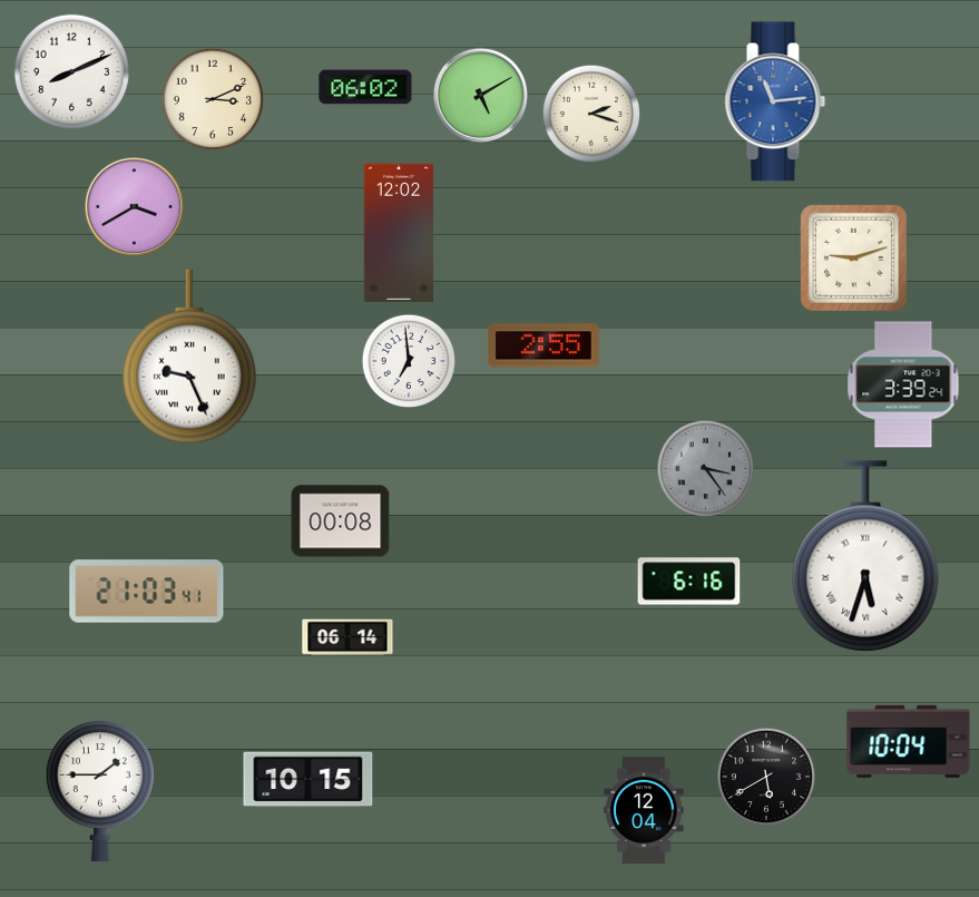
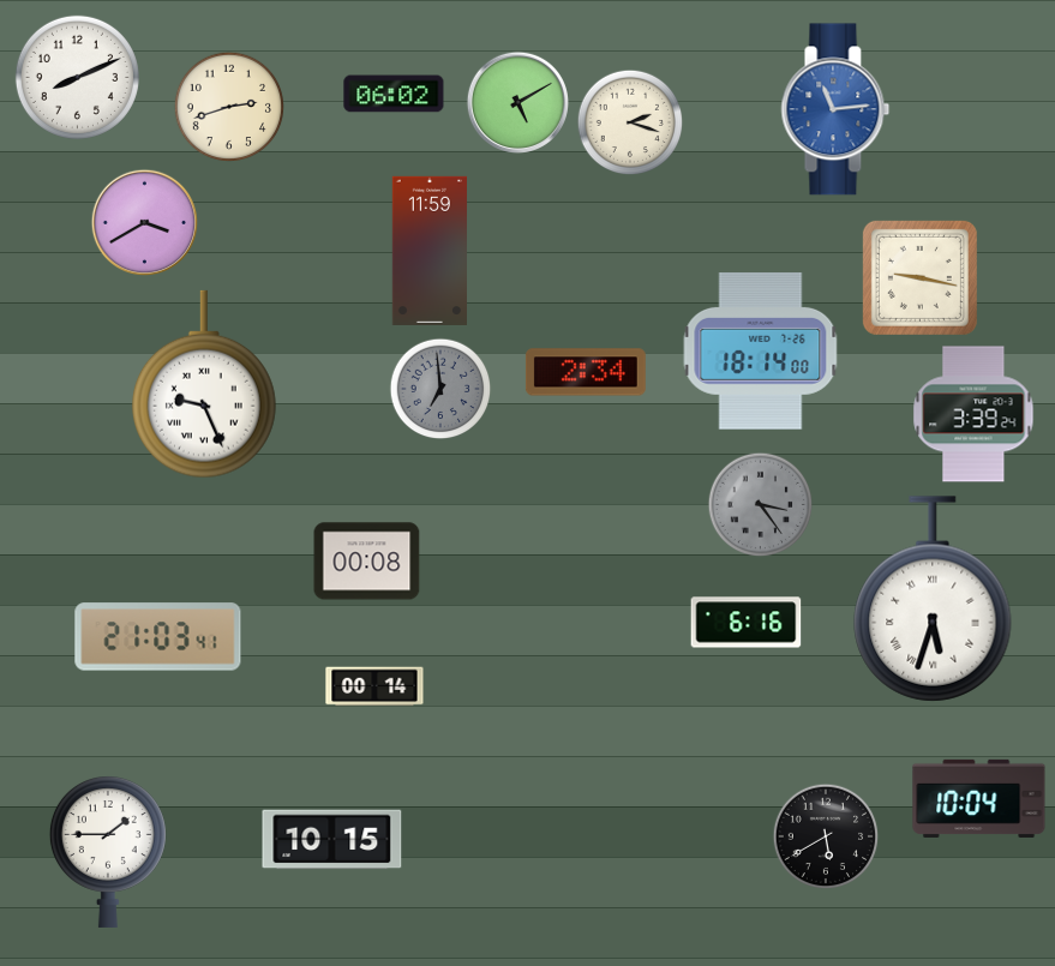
clock at (212, 98): 3:11 -> 2:42
clock at (591, 114) position: (591, 114) -> (630, 122)
clock at (398, 232): 12:02 -> 11:59
clock at (853, 257): 9:12 -> 9:17
clock at (761, 352): none -> 18:14
clock at (544, 345): 2:55 -> 2:34
clock at (409, 361) dial: white -> grey
clock at (689, 582) position: (689, 582) -> (747, 623)
clock at (347, 637): 06:14 -> 00:14
clock at (644, 809): 12:04 -> none
